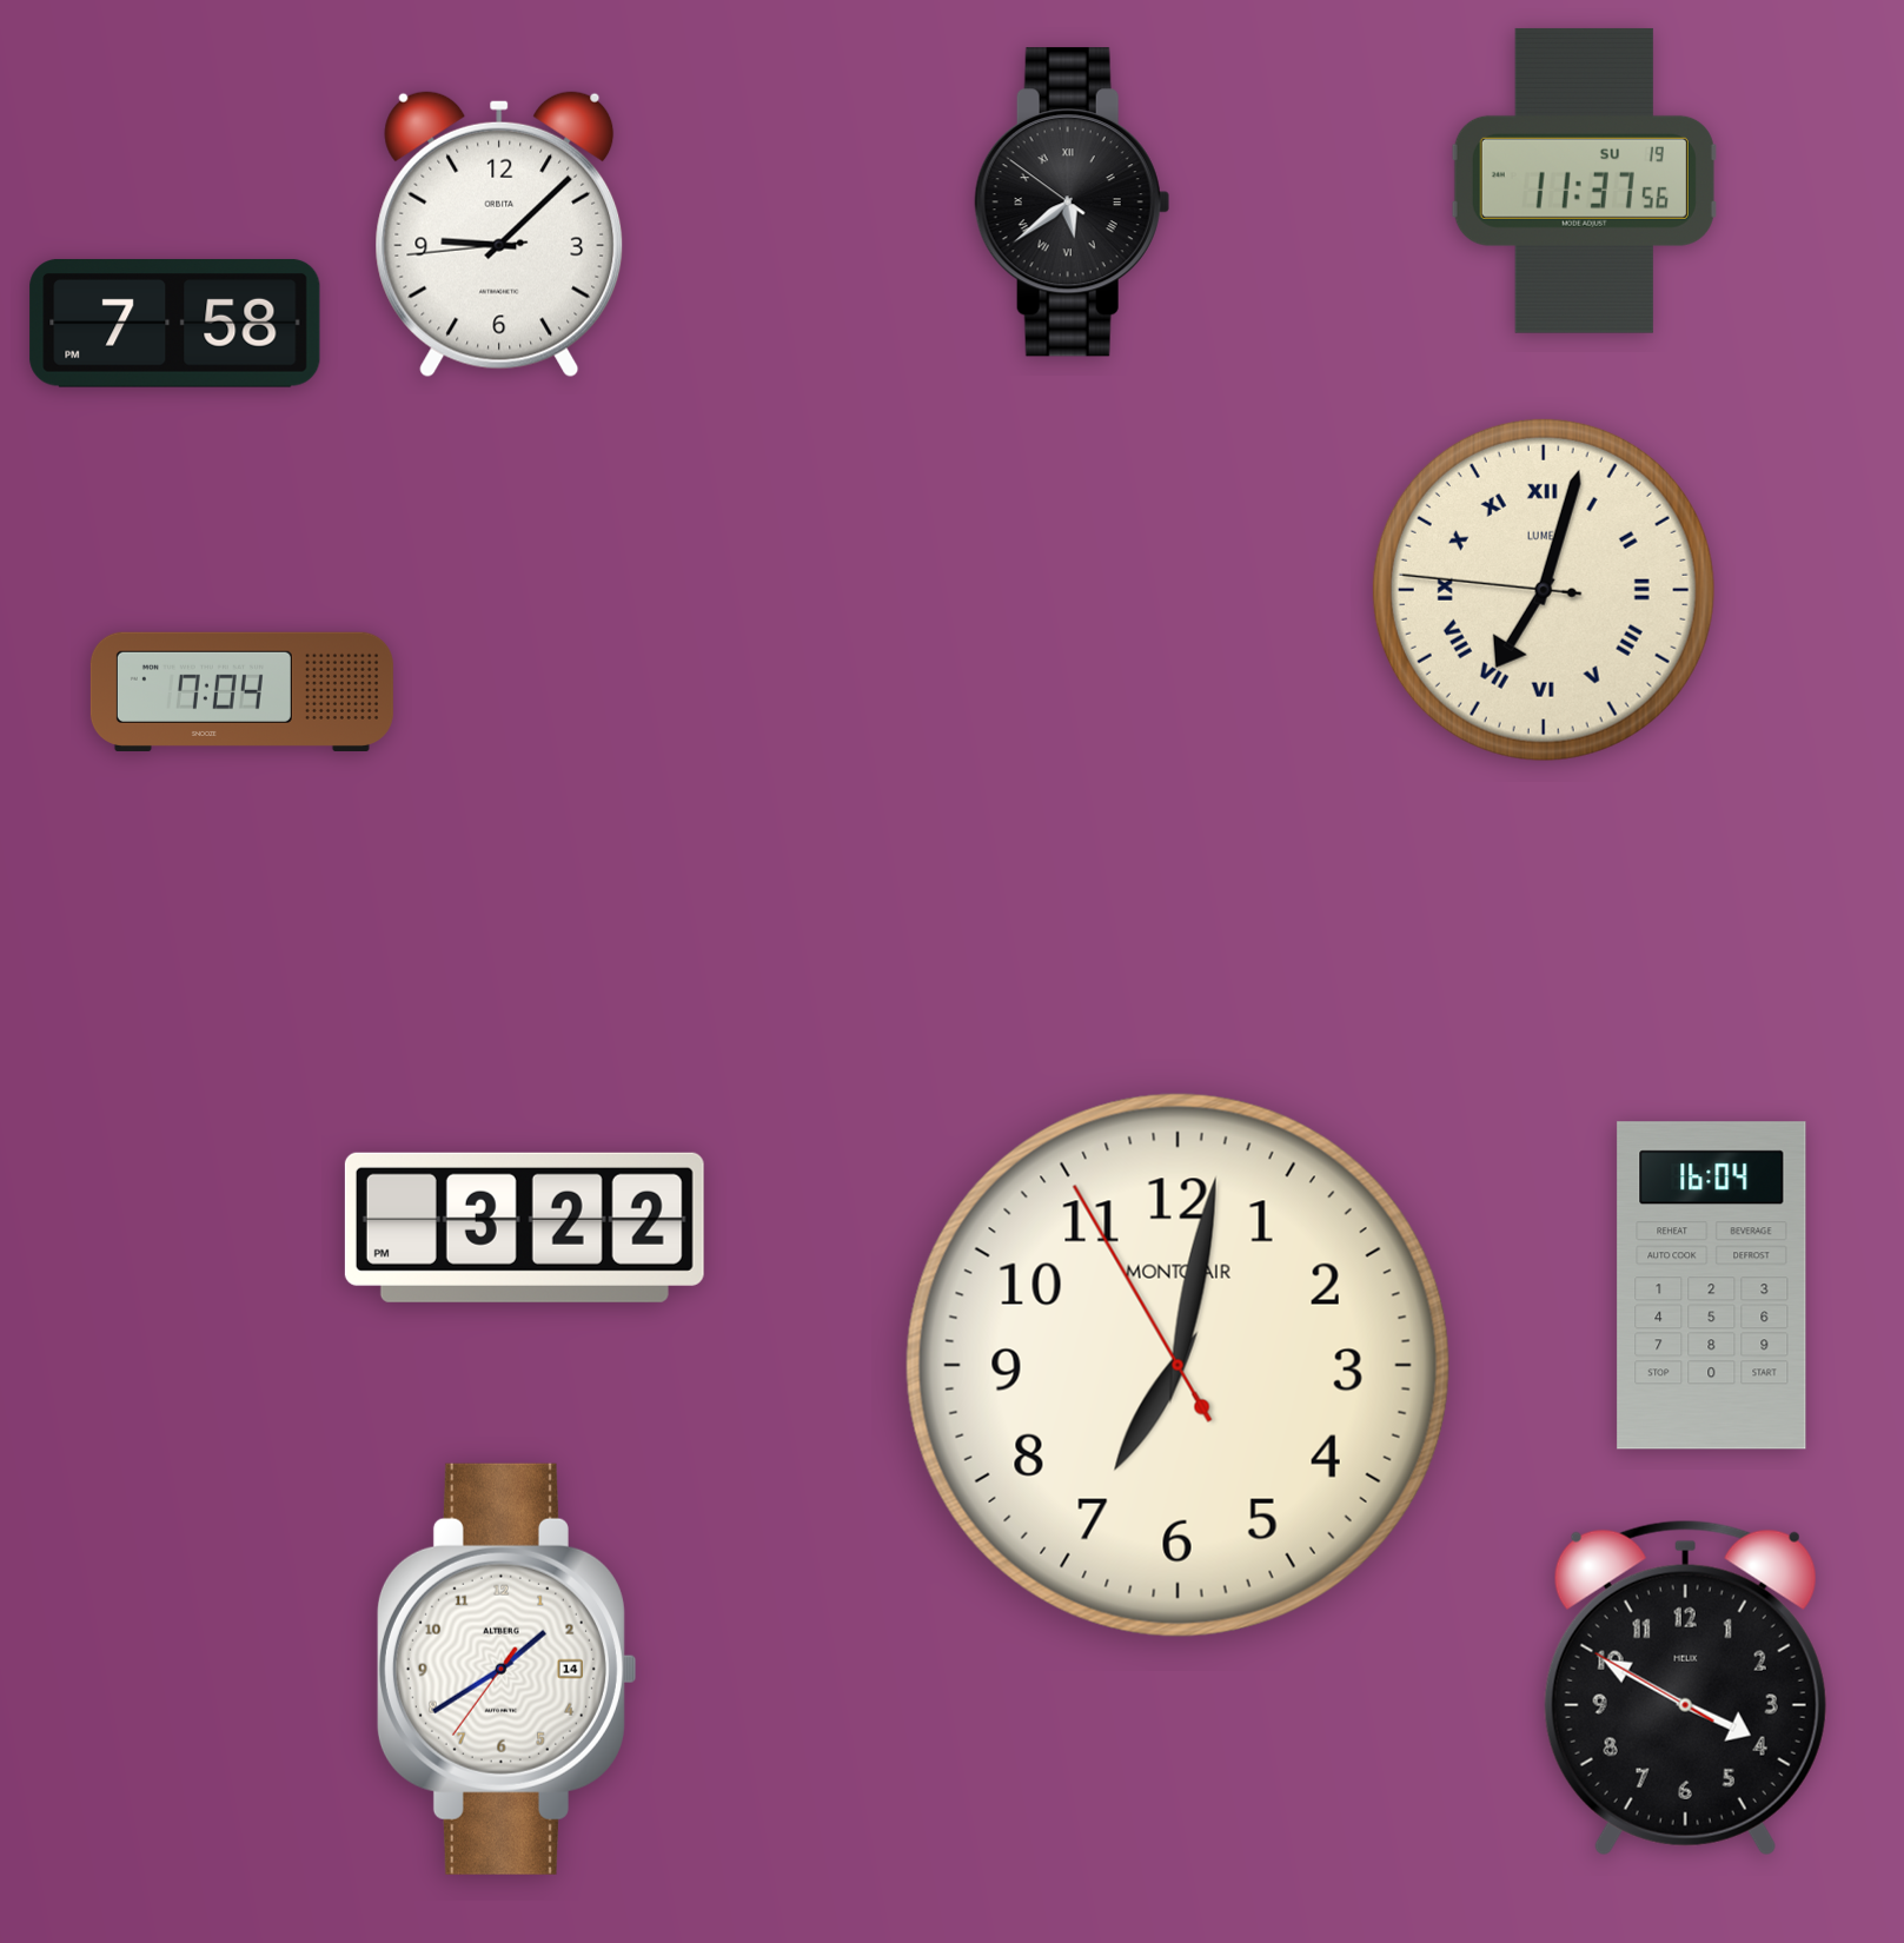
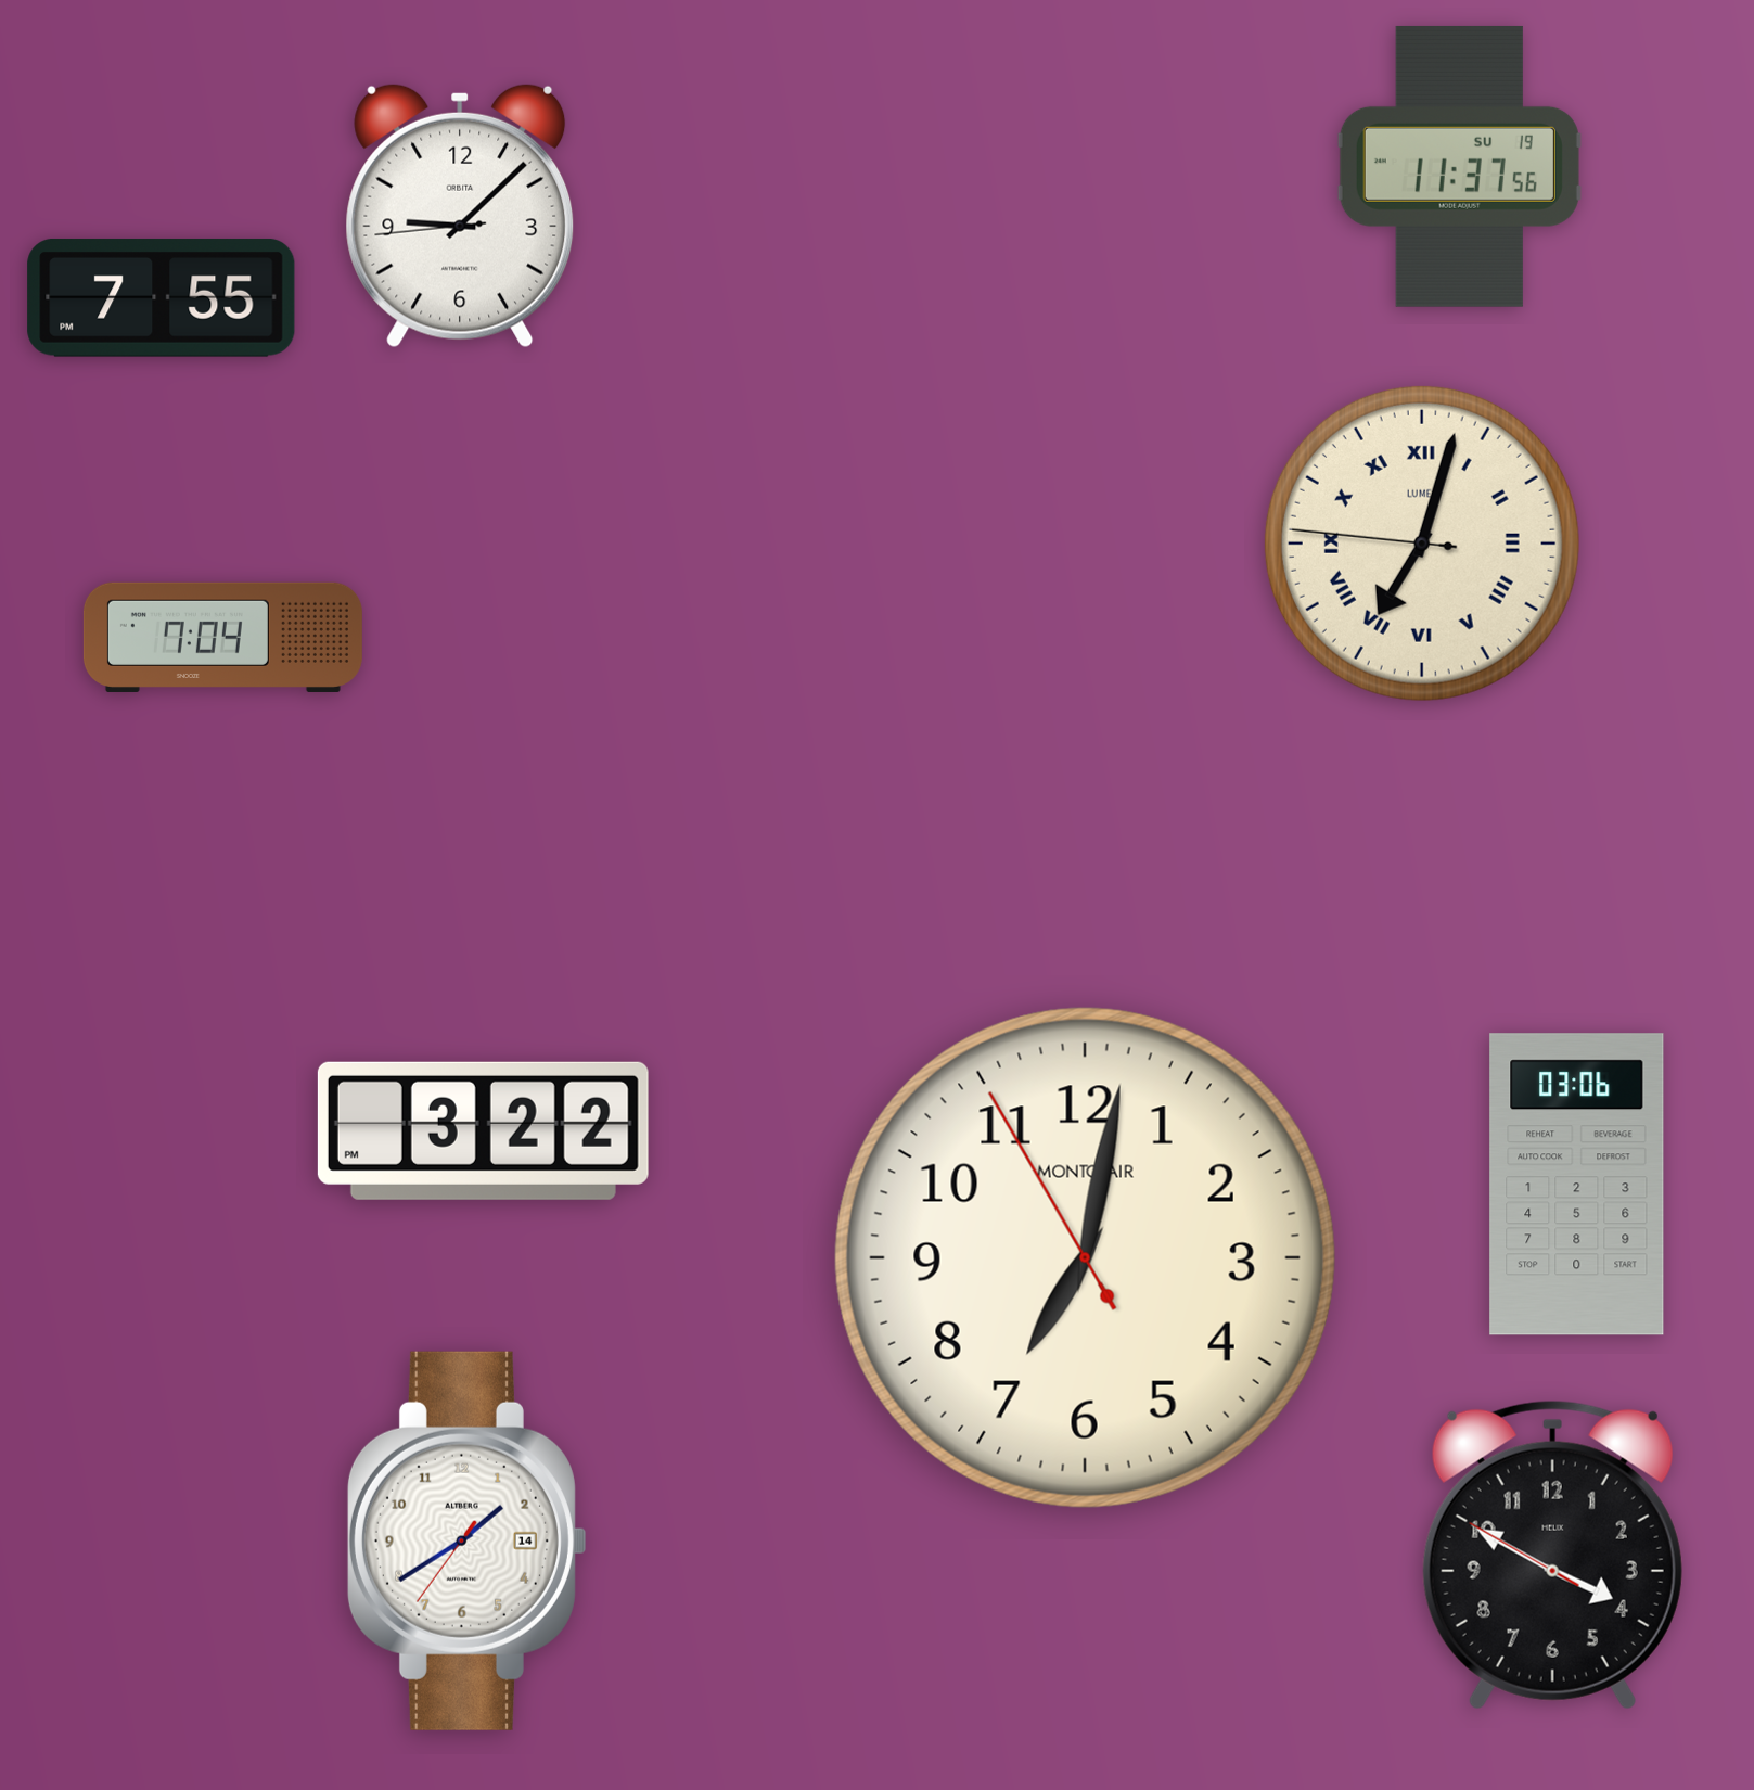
clock at (1072, 203): 5:38 -> none
clock at (175, 323): 7:58 -> 7:55
clock at (1712, 1286): 16:04 -> 03:06
clock at (506, 1669) position: (506, 1669) -> (466, 1540)
